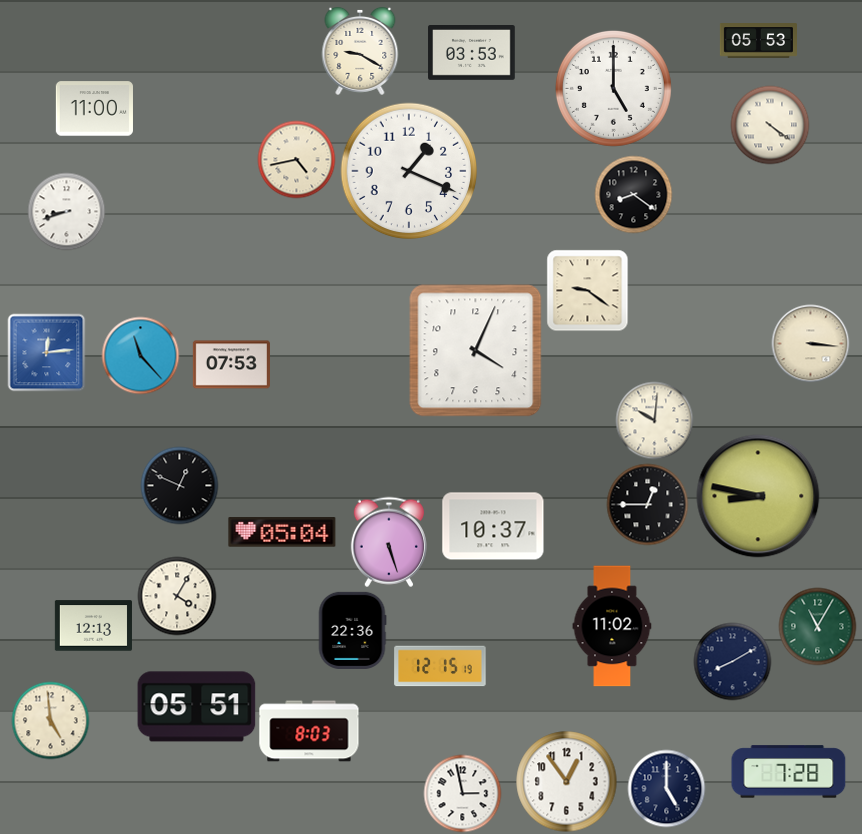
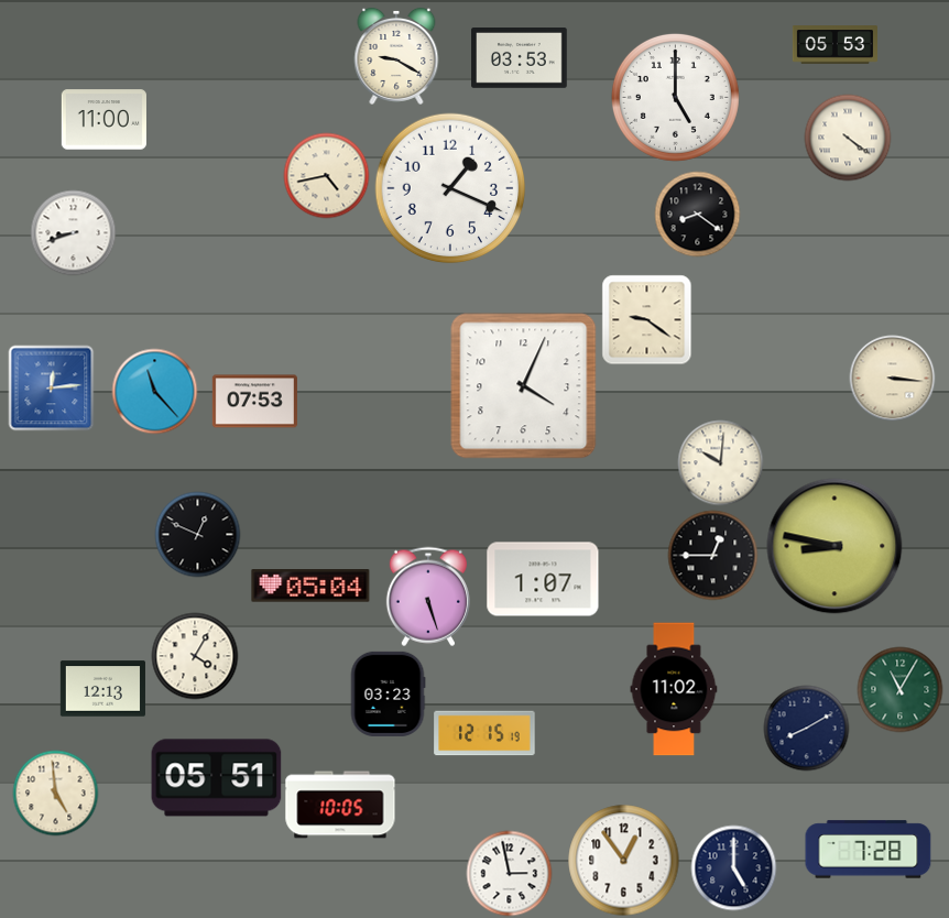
clock at (493, 526): 10:37 -> 1:07
clock at (352, 630): 22:36 -> 03:23
clock at (309, 731): 8:03 -> 10:05
